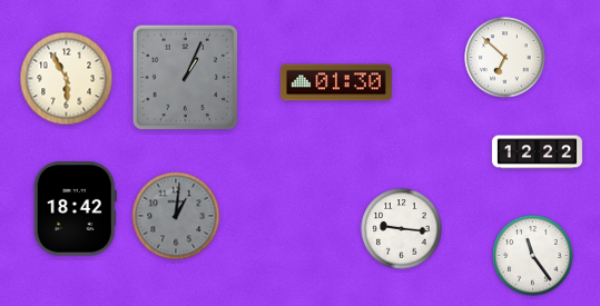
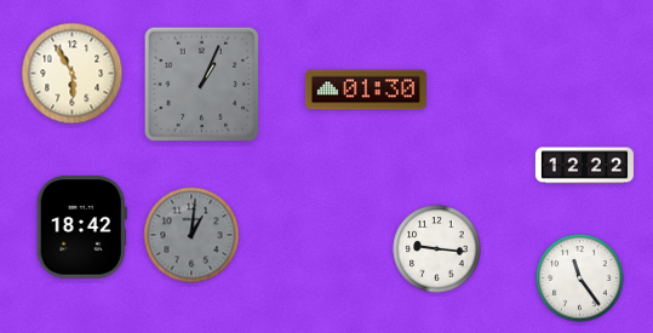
clock at (505, 58): 6:52 -> none
clock at (67, 79) position: (67, 79) -> (73, 74)
